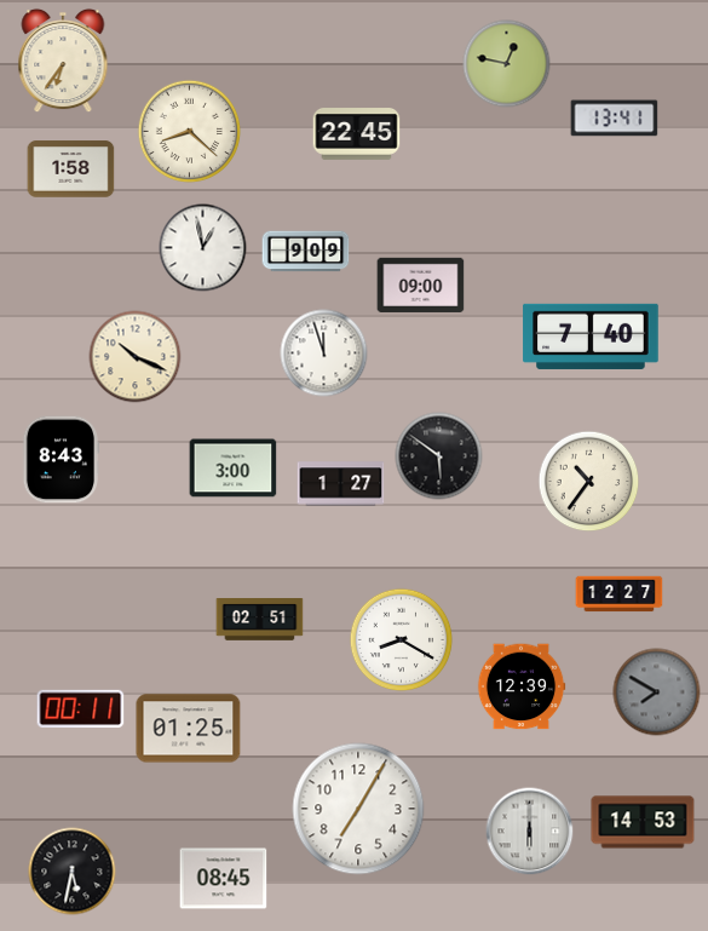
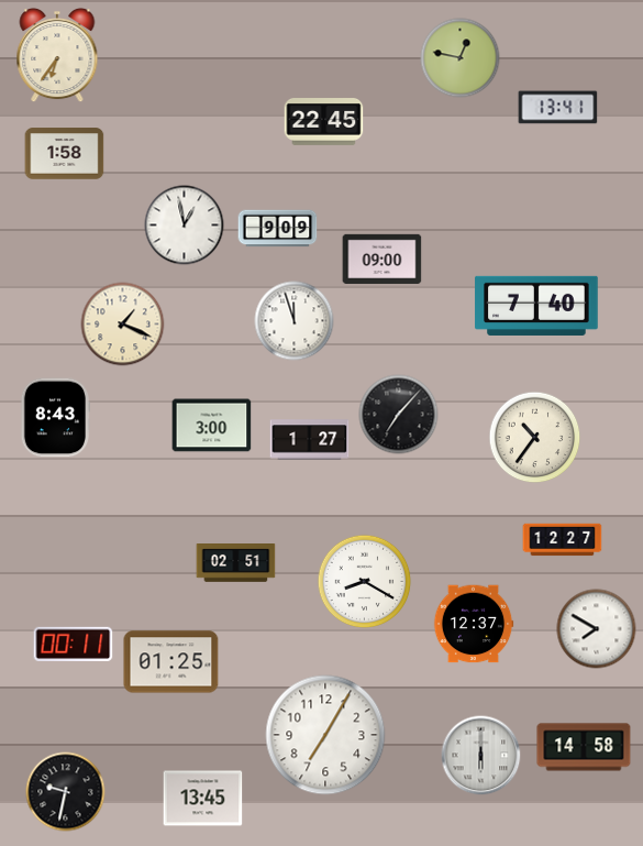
clock at (190, 132): 8:22 -> none
clock at (136, 357): 10:19 -> 1:19
clock at (439, 456): 5:51 -> 7:07
clock at (522, 686): 12:39 -> 12:37
clock at (657, 692) dial: grey -> white
clock at (643, 822): 14:53 -> 14:58
clock at (73, 872): 5:32 -> 9:32
clock at (224, 879): 08:45 -> 13:45
